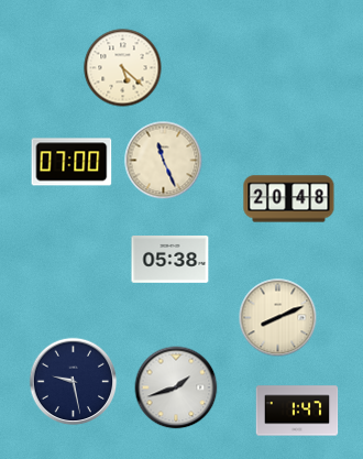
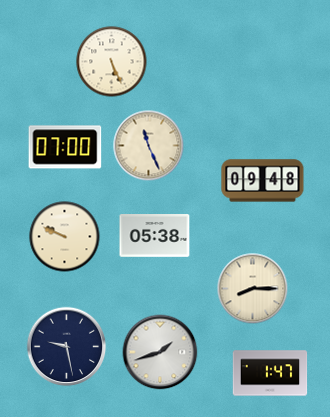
clock at (123, 68): 5:22 -> 5:26
clock at (289, 199): 20:48 -> 09:48
clock at (65, 237): none -> 9:49
clock at (278, 318): 8:11 -> 8:15
